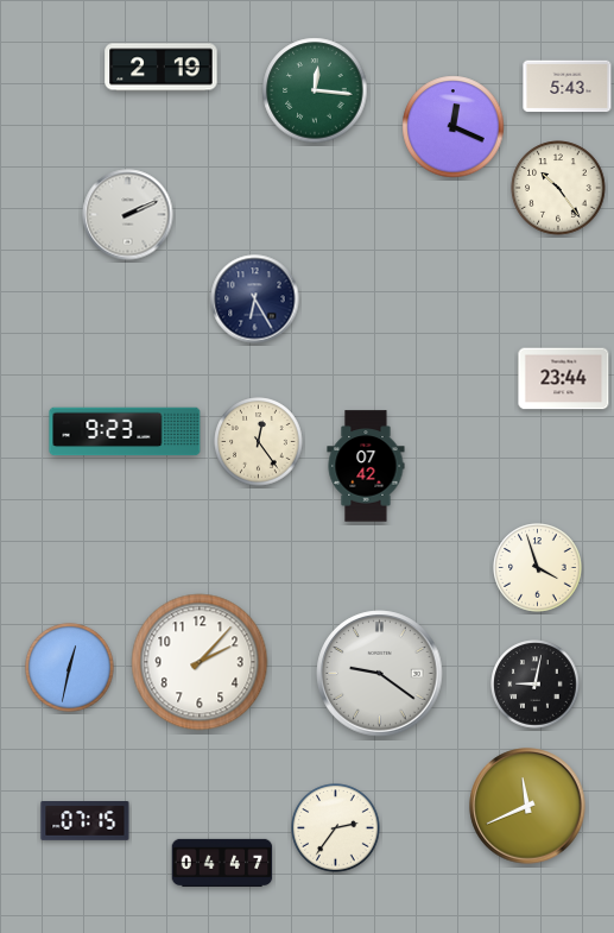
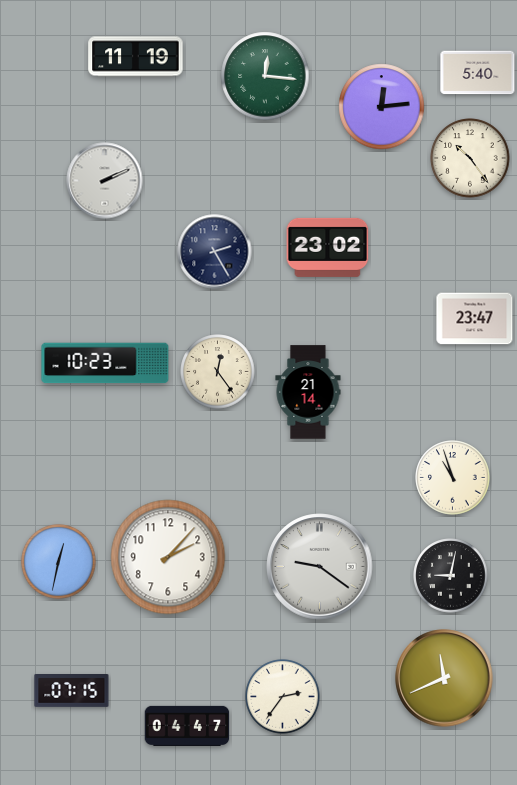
clock at (162, 68): 2:19 -> 11:19
clock at (568, 87): 5:43 -> 5:40
clock at (454, 127): 12:19 -> 12:14
clock at (128, 215) position: (128, 215) -> (105, 181)
clock at (328, 247): none -> 23:02
clock at (255, 300): 6:25 -> 2:25
clock at (564, 379): 23:44 -> 23:47
clock at (125, 431): 9:23 -> 10:23
clock at (366, 466): 07:42 -> 21:14
clock at (538, 568): 3:57 -> 10:57
